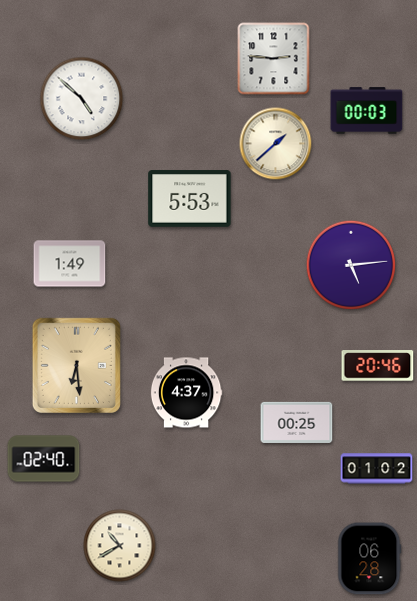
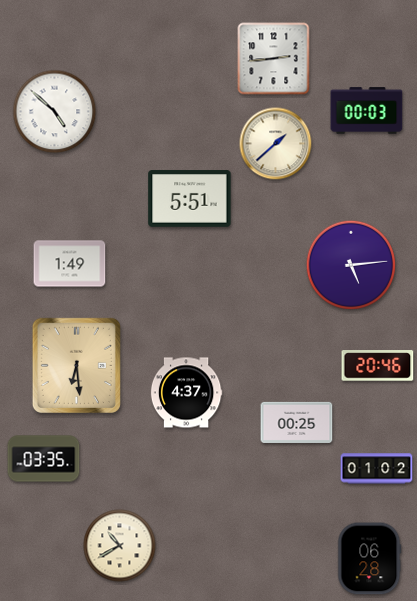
clock at (274, 59): 2:46 -> 2:44
clock at (82, 99) position: (82, 99) -> (55, 112)
clock at (190, 199): 5:53 -> 5:51
clock at (44, 459): 02:40 -> 03:35
